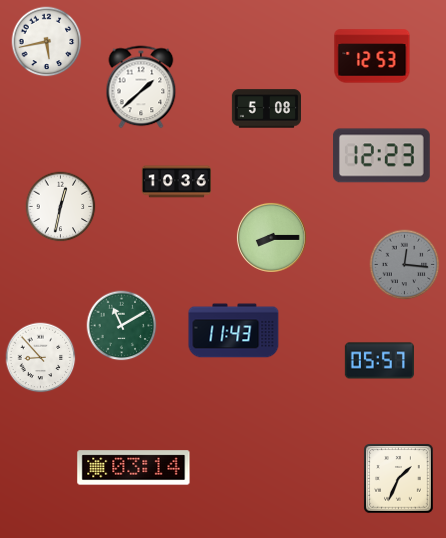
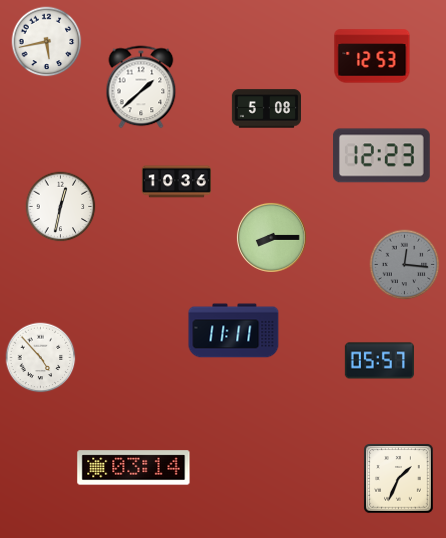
clock at (122, 326): 11:10 -> none
clock at (234, 331): 11:43 -> 11:11
clock at (41, 358): 8:53 -> 4:53
